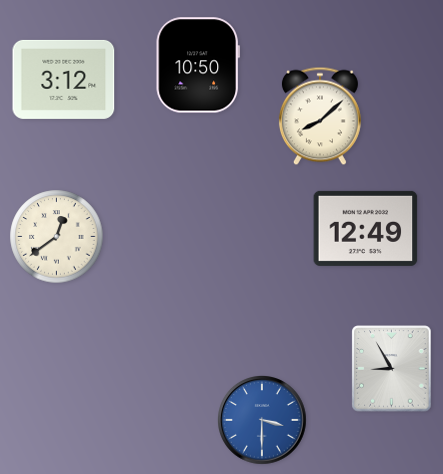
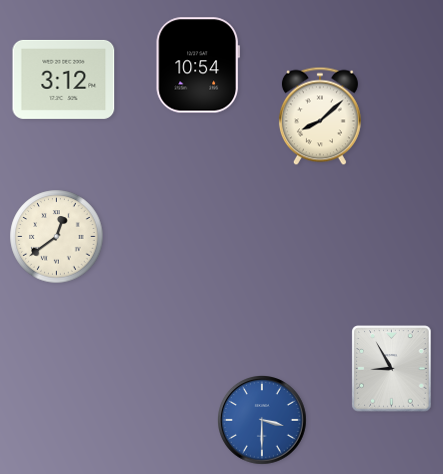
clock at (197, 65): 10:50 -> 10:54
clock at (366, 228): 12:49 -> none
